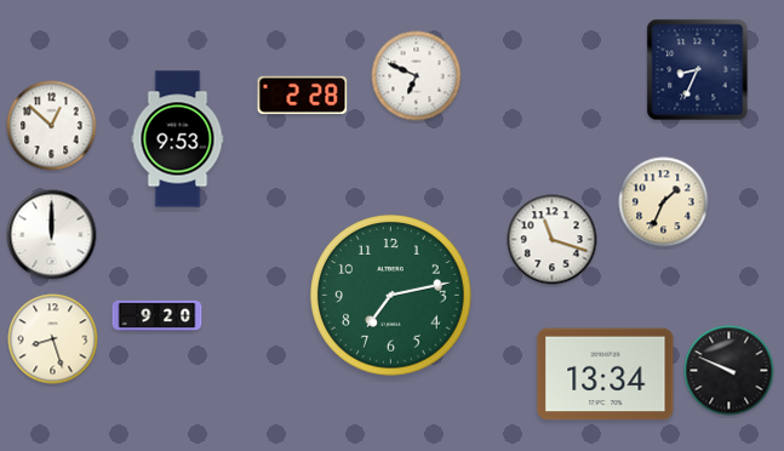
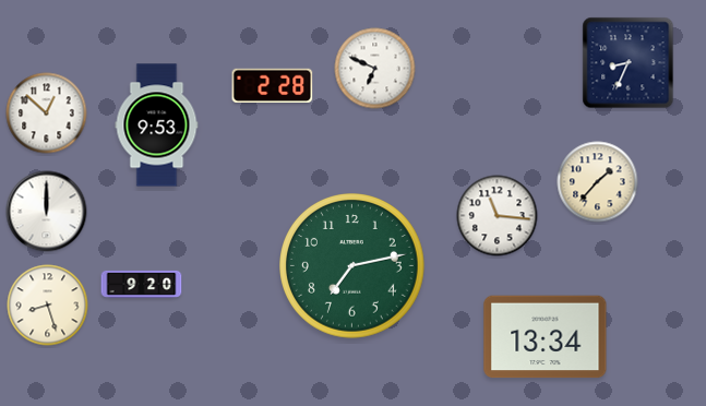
clock at (178, 139) position: (178, 139) -> (157, 126)
clock at (664, 202): 1:34 -> 1:37
clock at (553, 240): 11:18 -> 11:16
clock at (729, 371): 9:49 -> none
